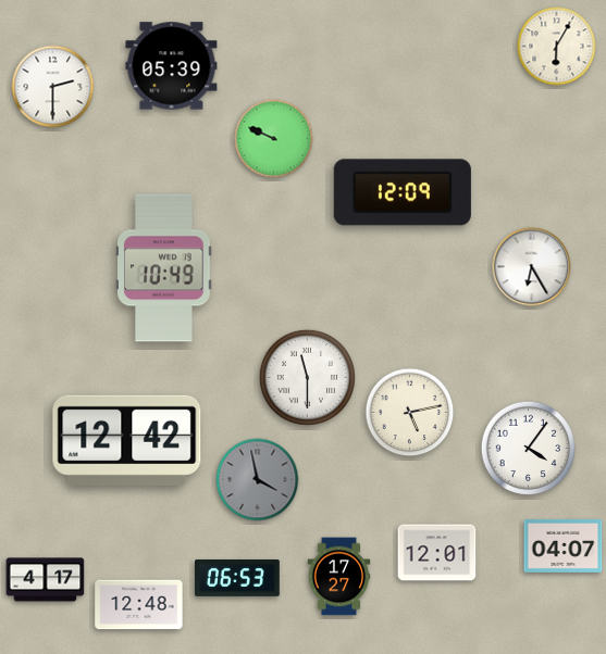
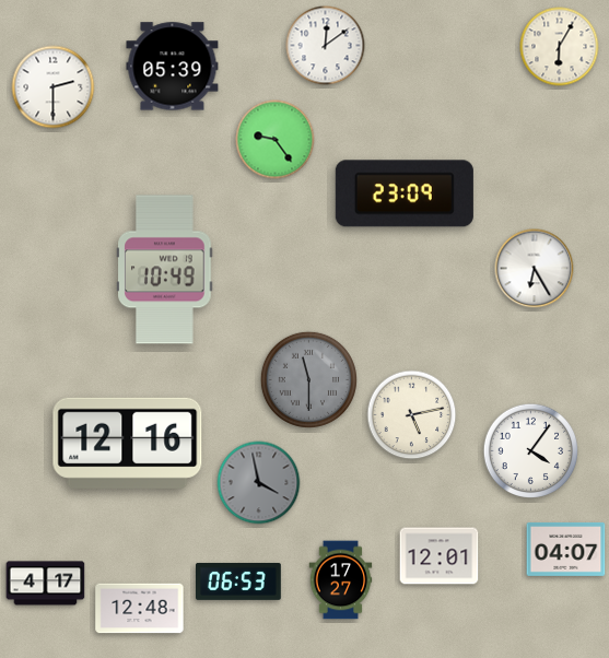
clock at (326, 46): none -> 12:09
clock at (274, 139): 9:49 -> 9:24
clock at (403, 192): 12:09 -> 23:09
clock at (307, 377) dial: white -> grey
clock at (127, 440): 12:42 -> 12:16
